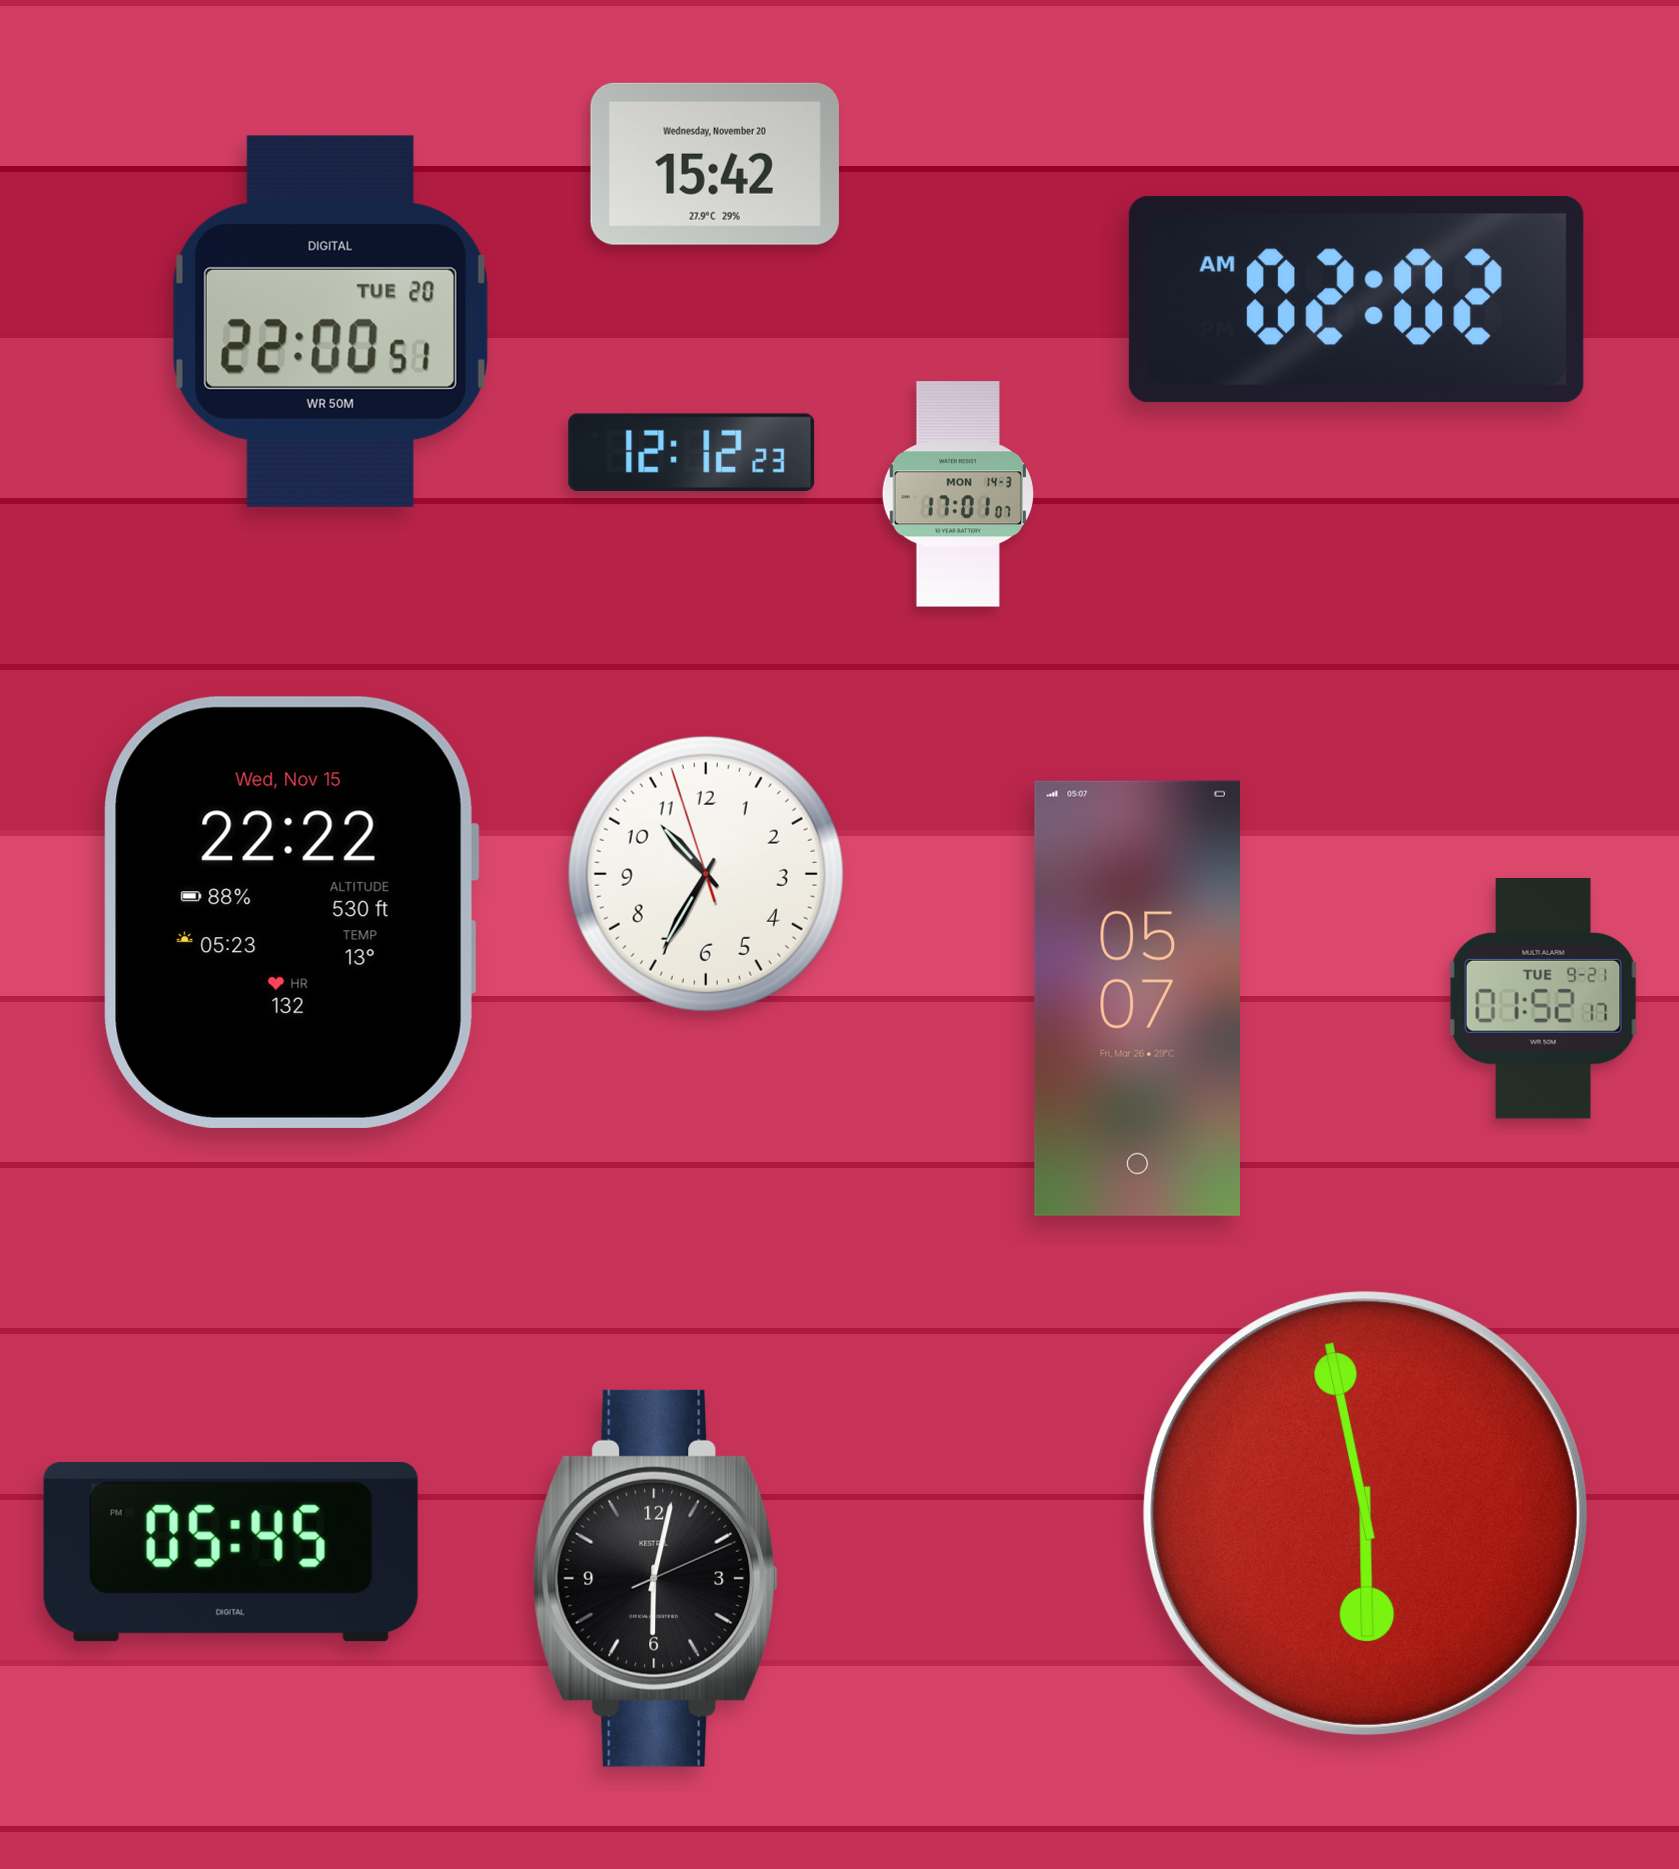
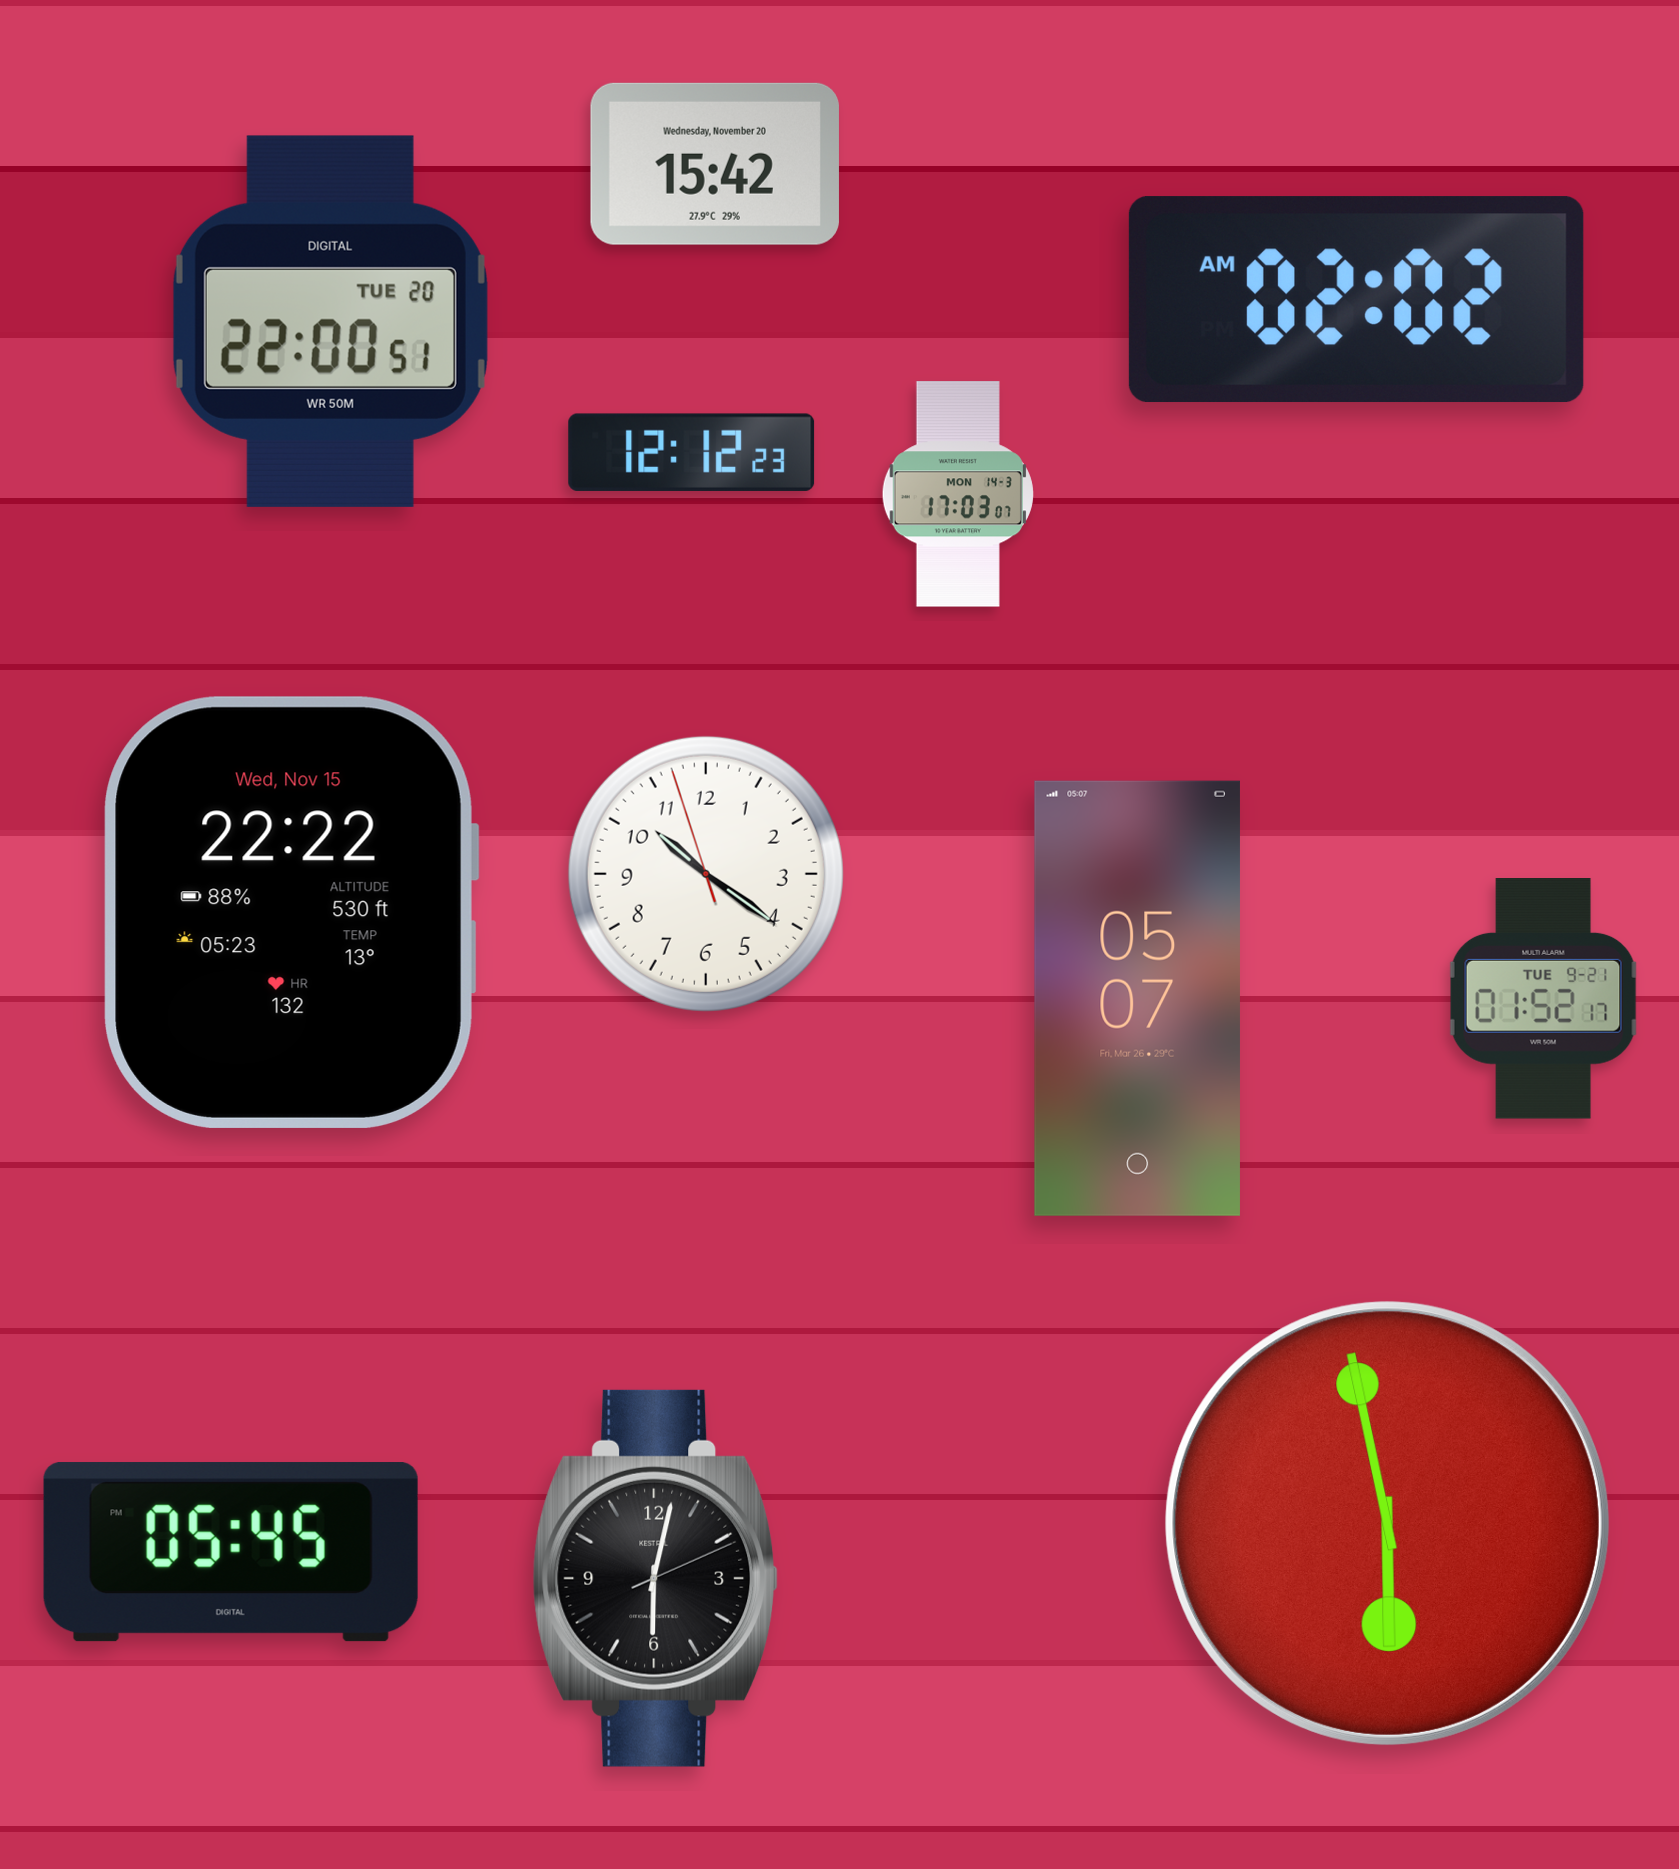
clock at (958, 494): 17:01 -> 17:03
clock at (706, 874): 10:34 -> 10:20
clock at (1365, 1513) position: (1365, 1513) -> (1387, 1523)
